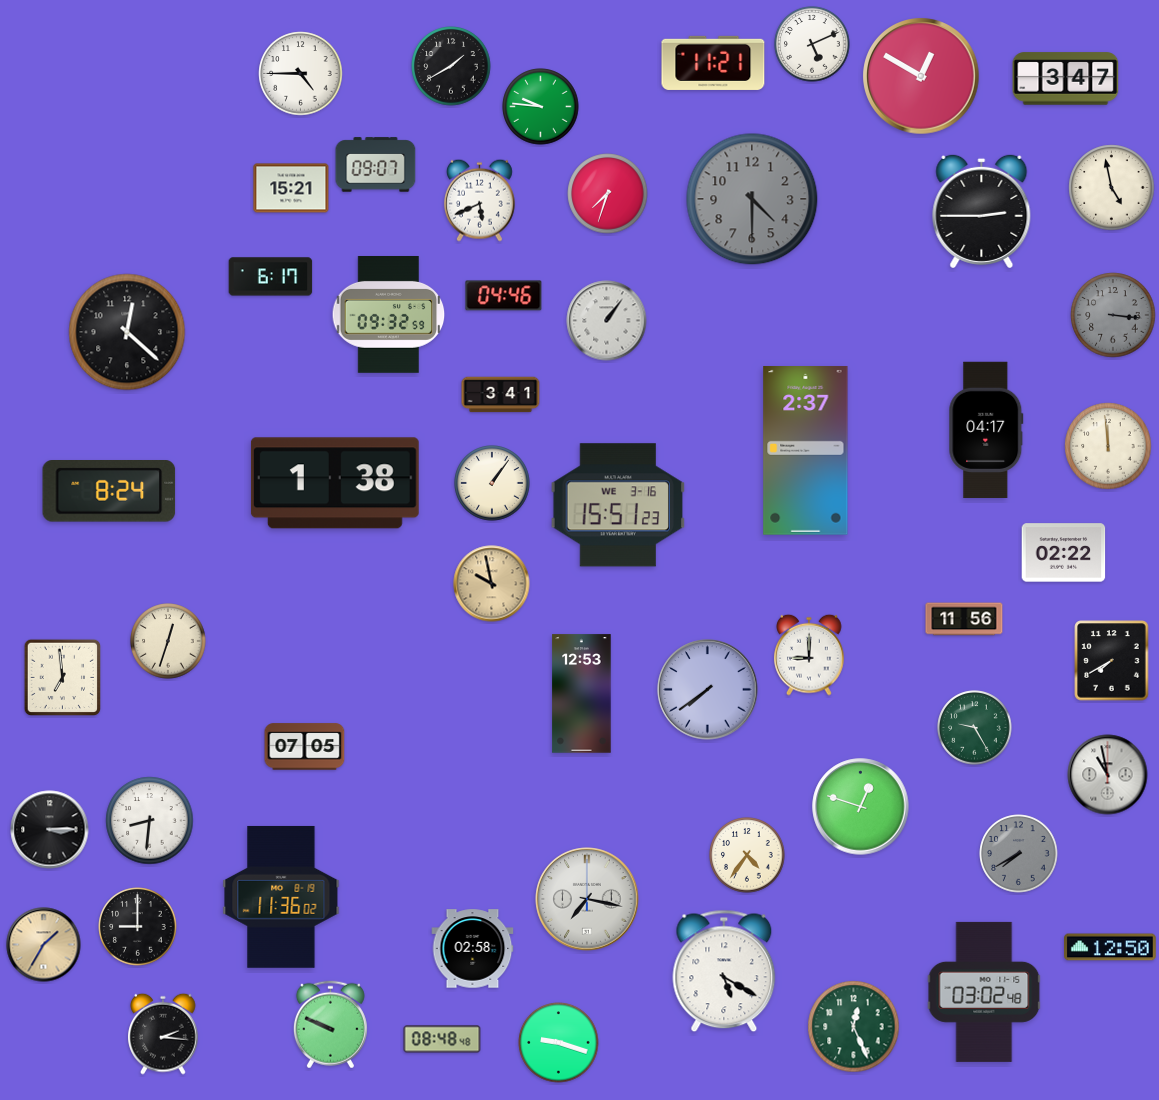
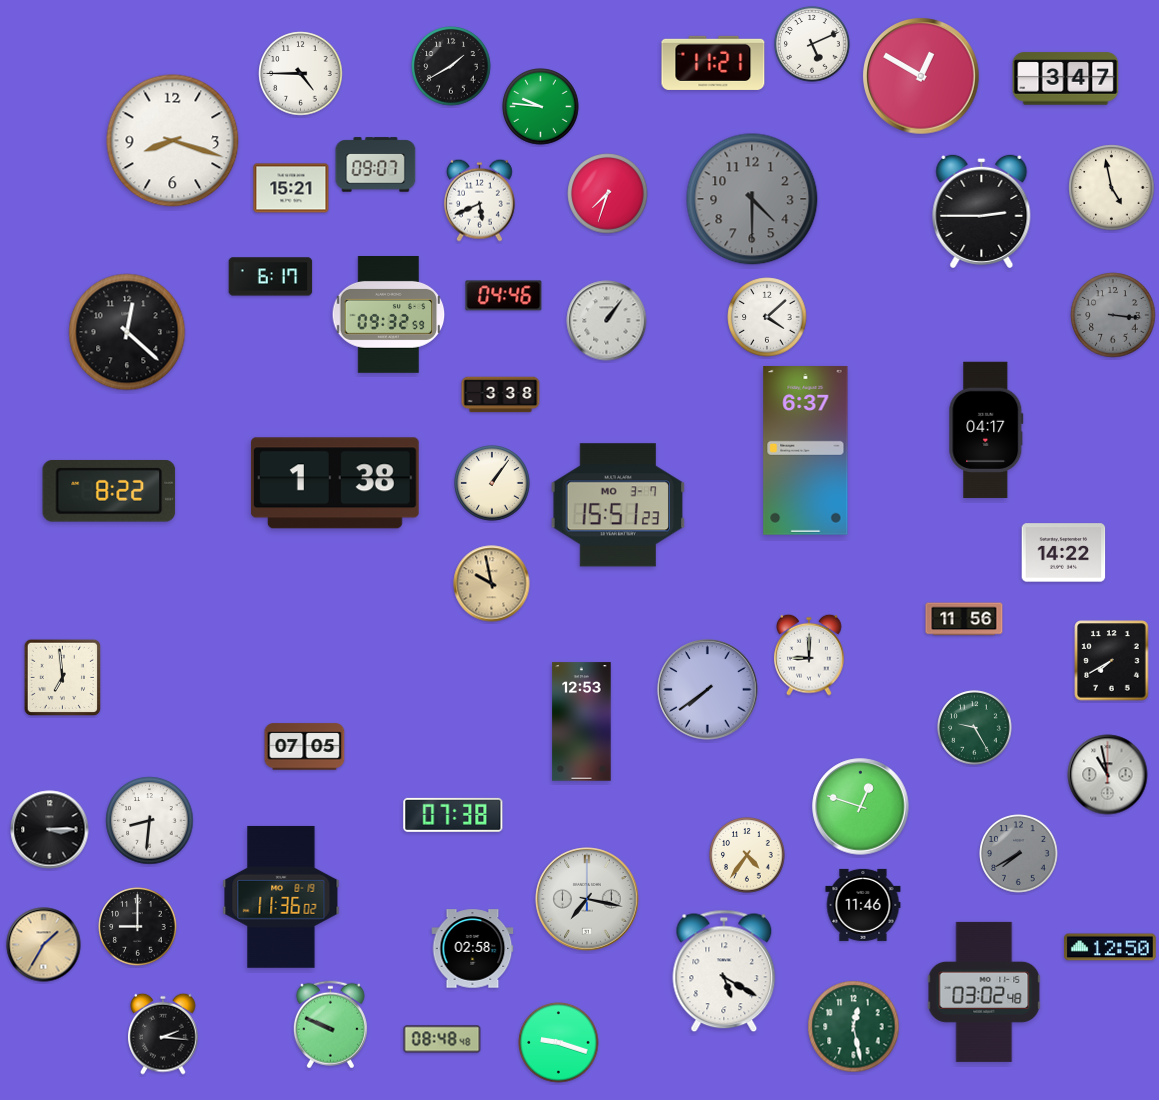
clock at (173, 141): none -> 8:18
clock at (767, 317): none -> 4:08
clock at (501, 395): 3:41 -> 3:38
clock at (1108, 446): 11:59 -> none
clock at (806, 451): 2:37 -> 6:37
clock at (109, 492): 8:24 -> 8:22
clock at (618, 505) date: WE 3-16 -> MO 3-7
clock at (1064, 553): 02:22 -> 14:22
clock at (168, 641): 12:33 -> none
clock at (582, 694) position: (582, 694) -> (582, 722)
clock at (453, 815): none -> 07:38
clock at (863, 905): none -> 11:46
clock at (854, 1027): 12:26 -> 12:28
